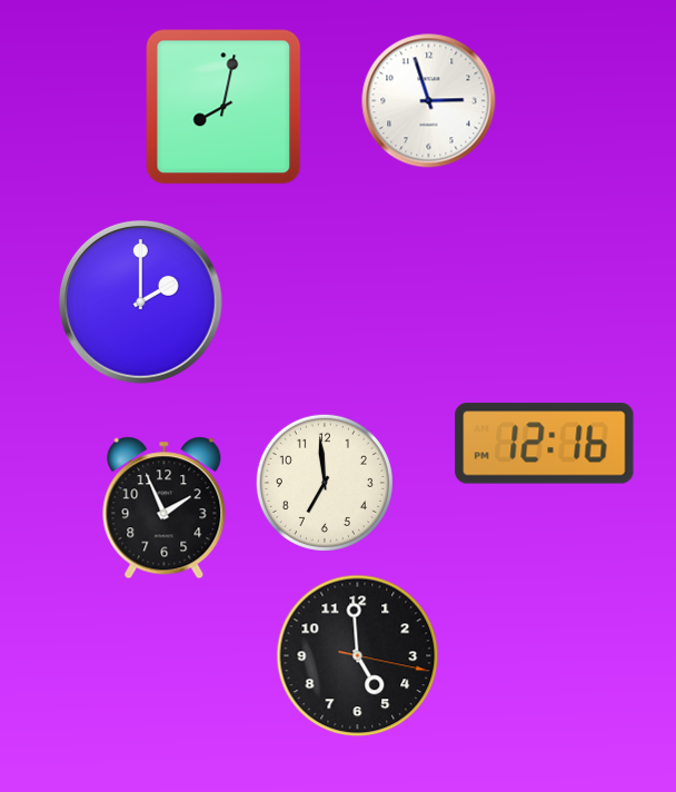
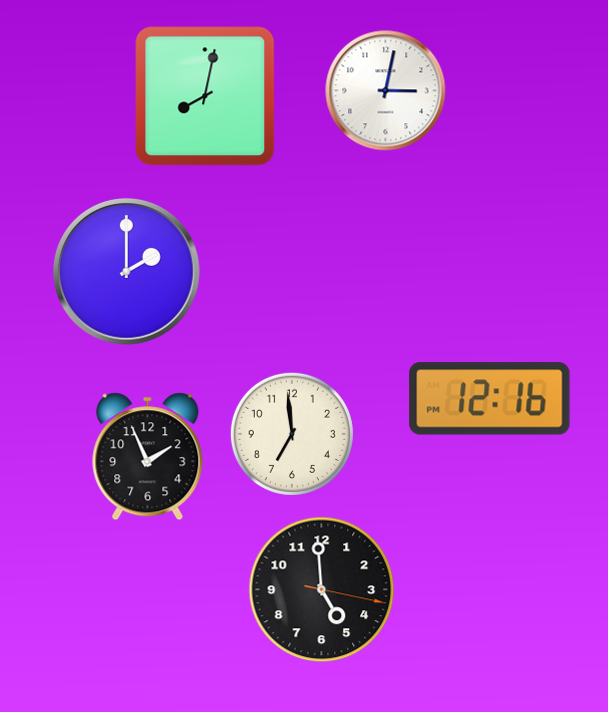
clock at (429, 101): 2:57 -> 3:02
clock at (223, 107) position: (223, 107) -> (205, 96)
